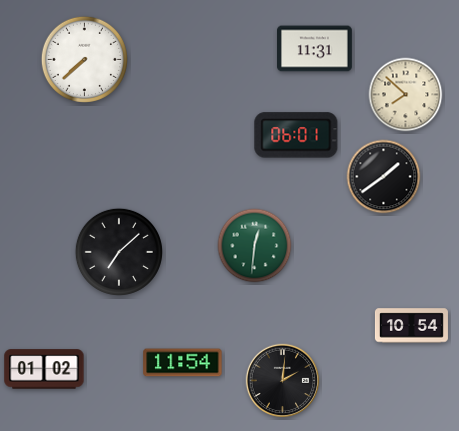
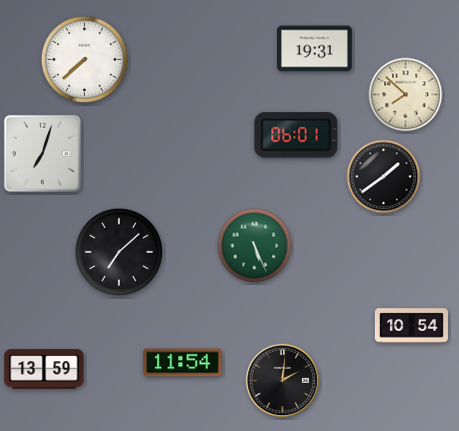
clock at (315, 49): 11:31 -> 19:31
clock at (42, 153): none -> 7:03
clock at (255, 246): 12:31 -> 5:26
clock at (44, 369): 01:02 -> 13:59
